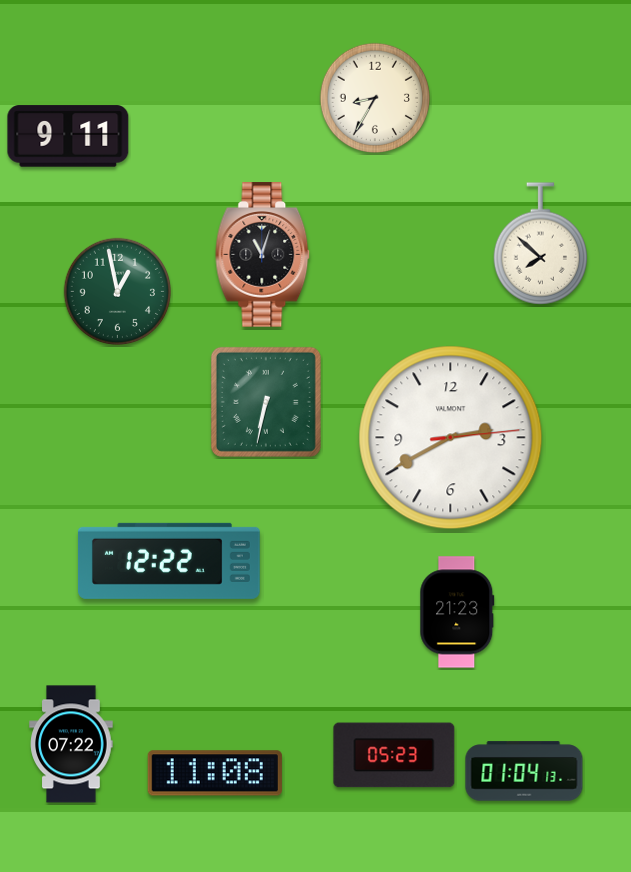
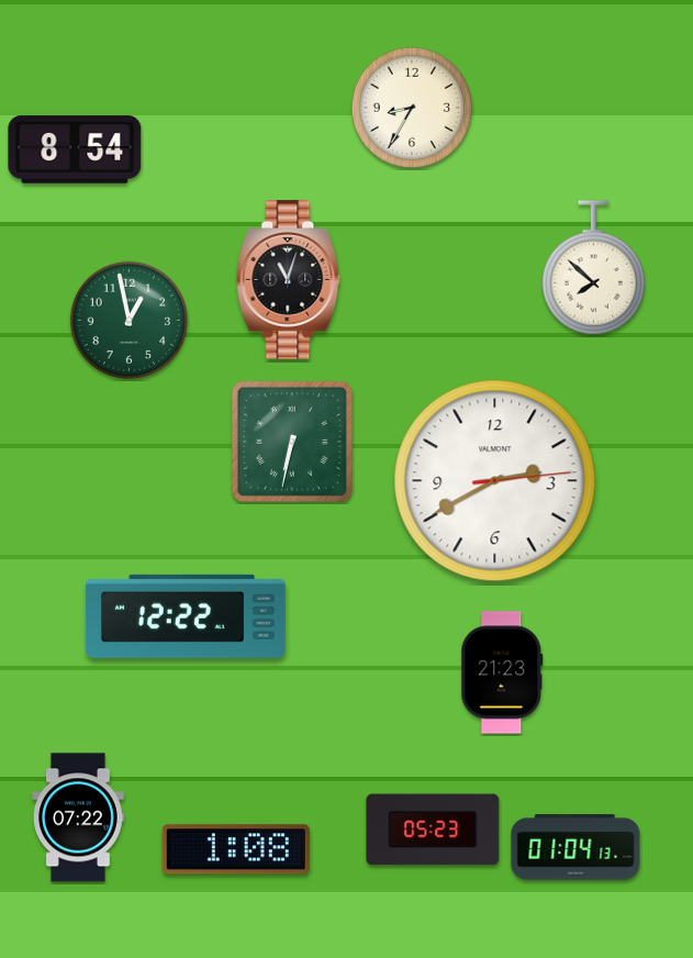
clock at (68, 136): 9:11 -> 8:54
clock at (215, 773): 11:08 -> 1:08
